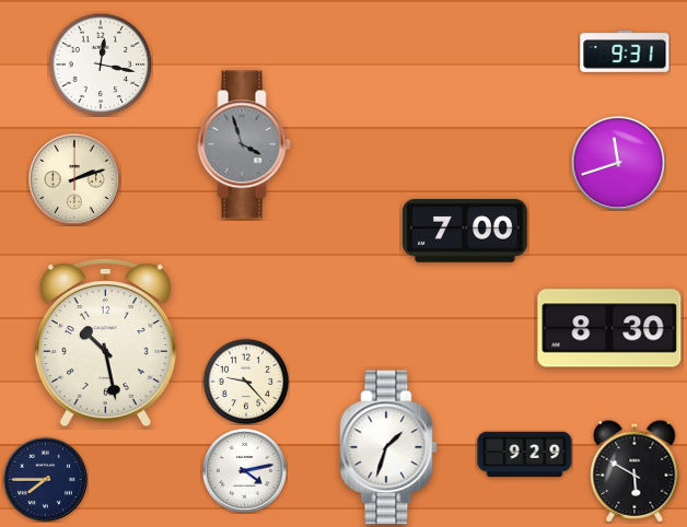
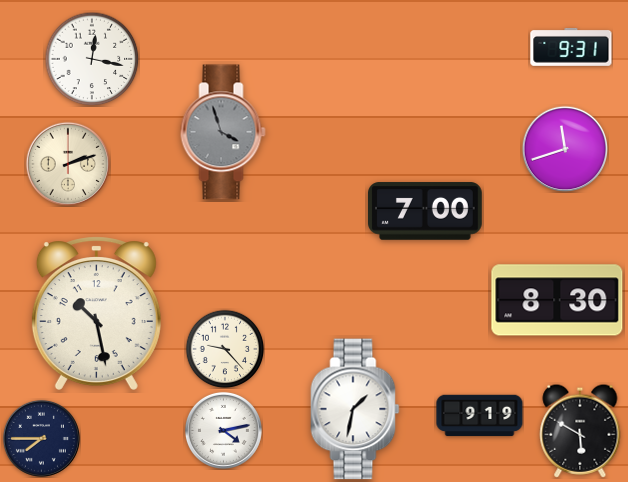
clock at (388, 447): 1:33 -> 1:32
clock at (525, 455): 9:29 -> 9:19
